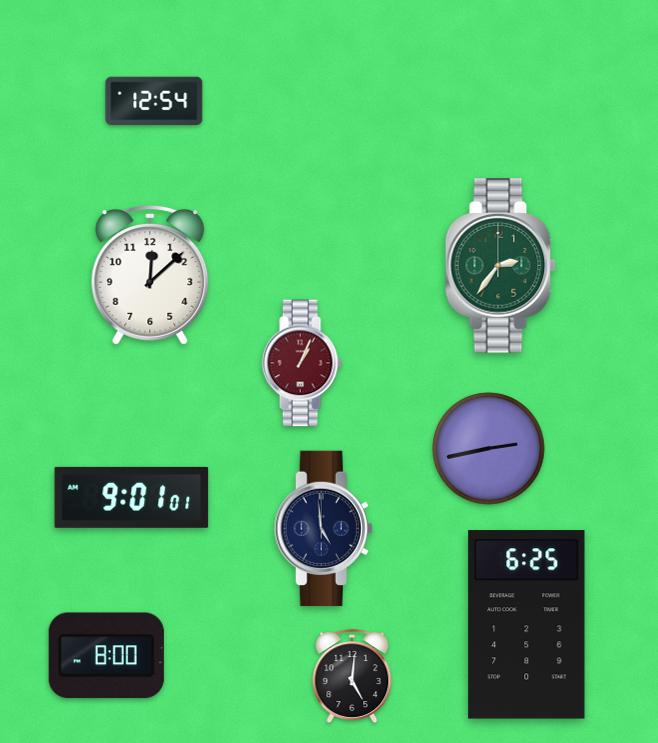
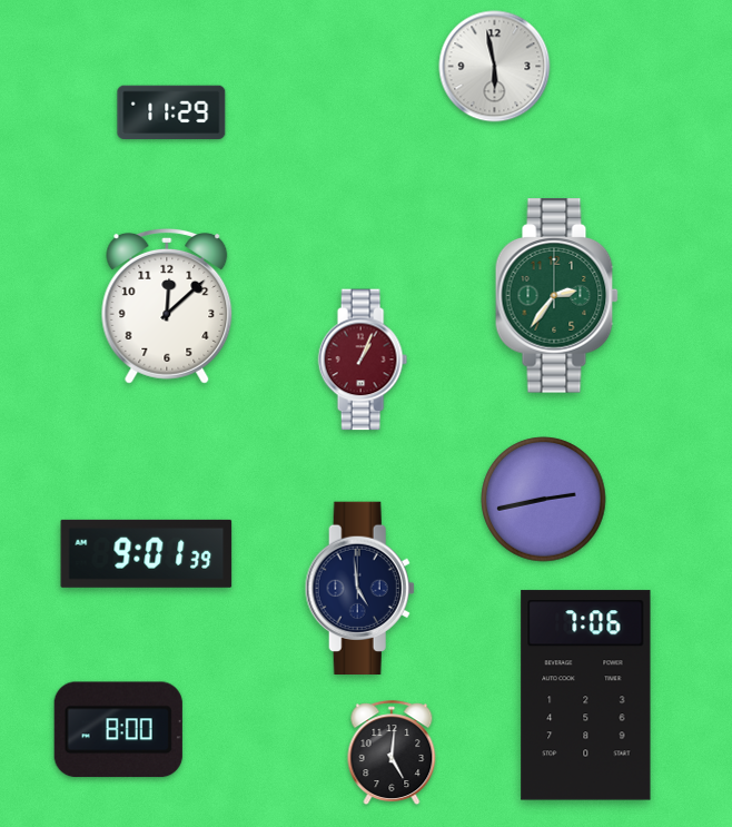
clock at (495, 67): none -> 5:58
clock at (154, 100): 12:54 -> 11:29
clock at (302, 363) position: (302, 363) -> (363, 360)
clock at (132, 497): 9:01:01 -> 9:01:39
clock at (527, 625): 6:25 -> 7:06
